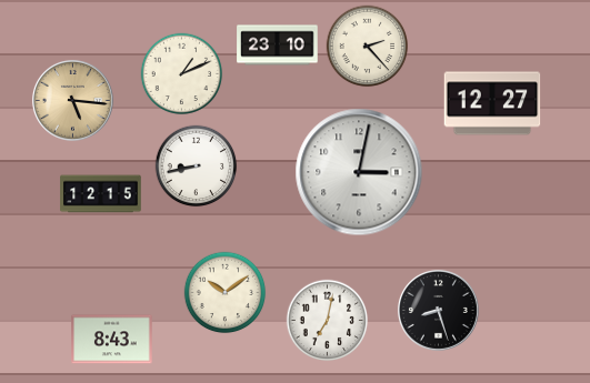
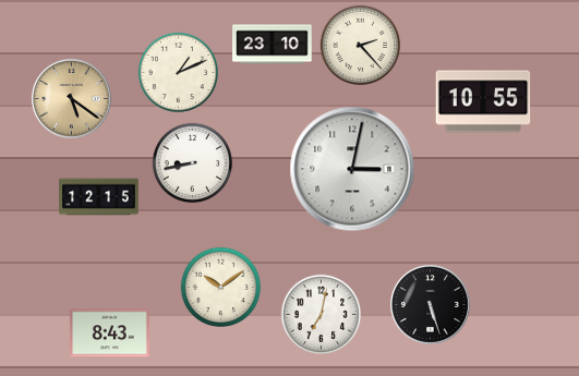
clock at (72, 100): 5:16 -> 5:21
clock at (492, 103): 12:27 -> 10:55
clock at (101, 194) position: (101, 194) -> (99, 197)
clock at (438, 310): 8:27 -> 5:27
